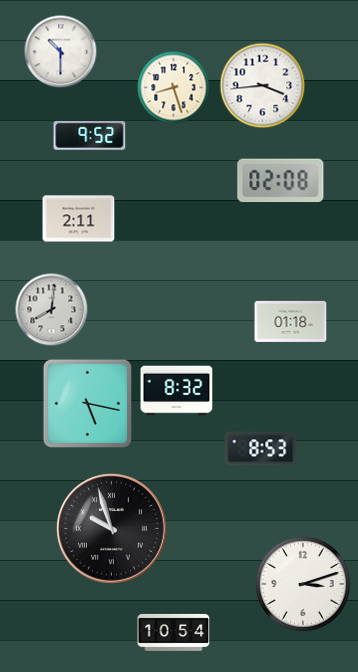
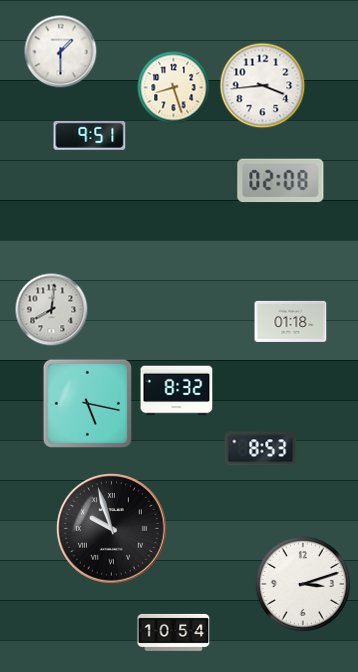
clock at (61, 52): 10:30 -> 1:30
clock at (90, 135): 9:52 -> 9:51
clock at (79, 219): 2:11 -> none
